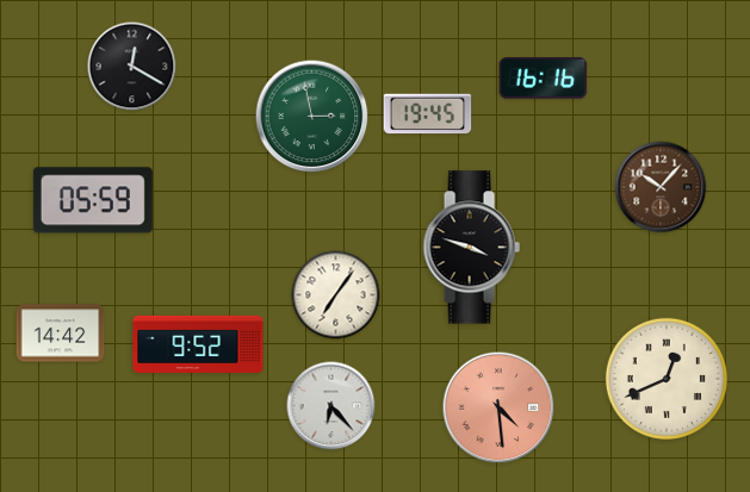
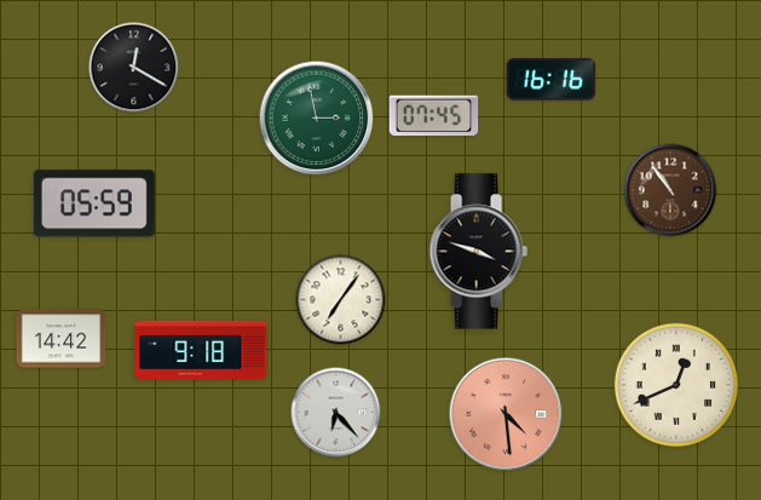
clock at (428, 114): 19:45 -> 07:45
clock at (661, 187): 10:07 -> 10:54
clock at (198, 344): 9:52 -> 9:18
